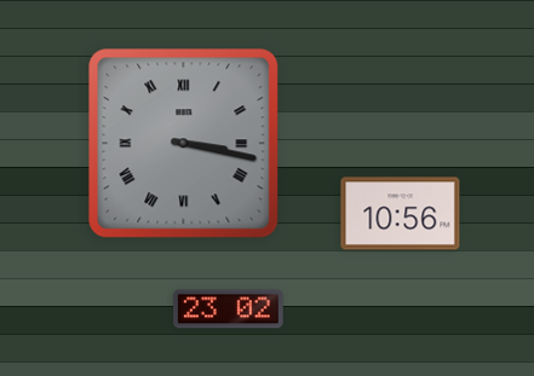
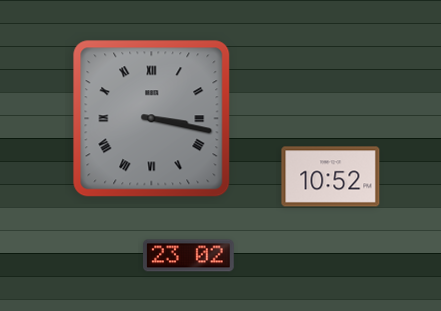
clock at (401, 214): 10:56 -> 10:52
